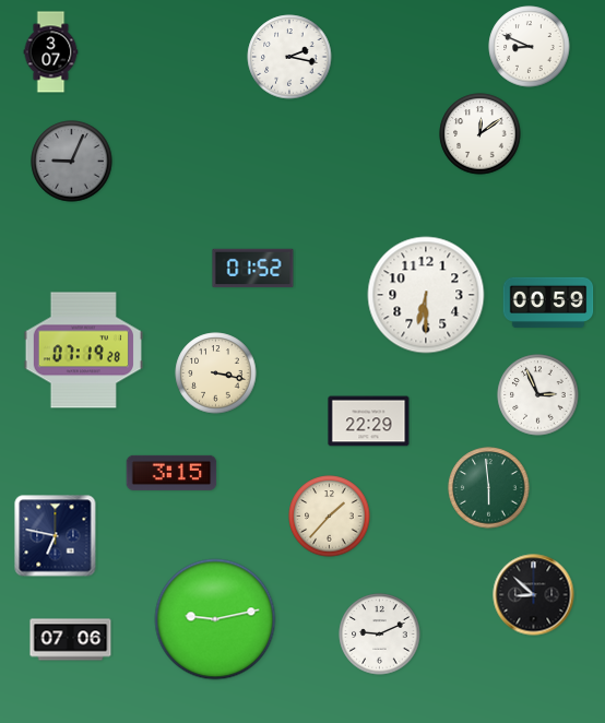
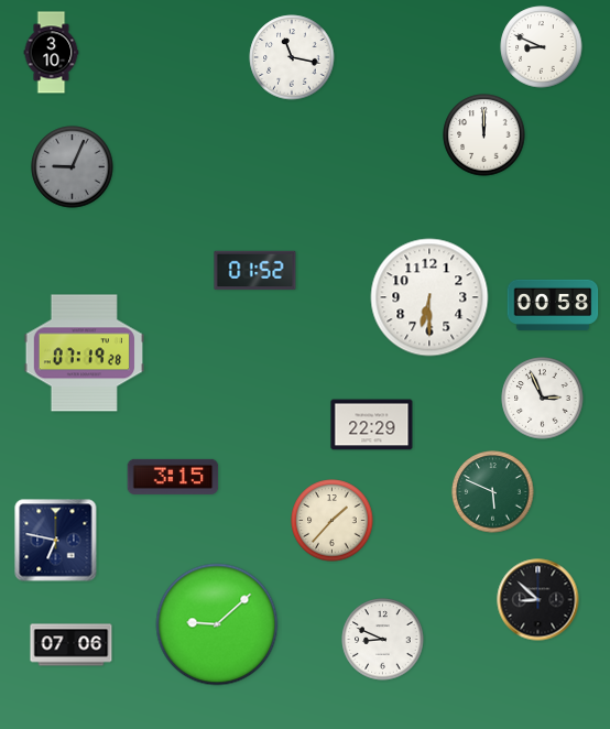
clock at (530, 47) position: (530, 47) -> (542, 47)
clock at (51, 52): 3:07 -> 3:10
clock at (289, 57): 2:17 -> 11:17
clock at (481, 134): 12:09 -> 12:00
clock at (72, 162) position: (72, 162) -> (73, 167)
clock at (548, 303): 00:59 -> 00:58
clock at (216, 374): 3:17 -> none
clock at (489, 488): 5:59 -> 5:49
clock at (215, 619): 9:13 -> 9:08
clock at (380, 635): 9:11 -> 8:49
